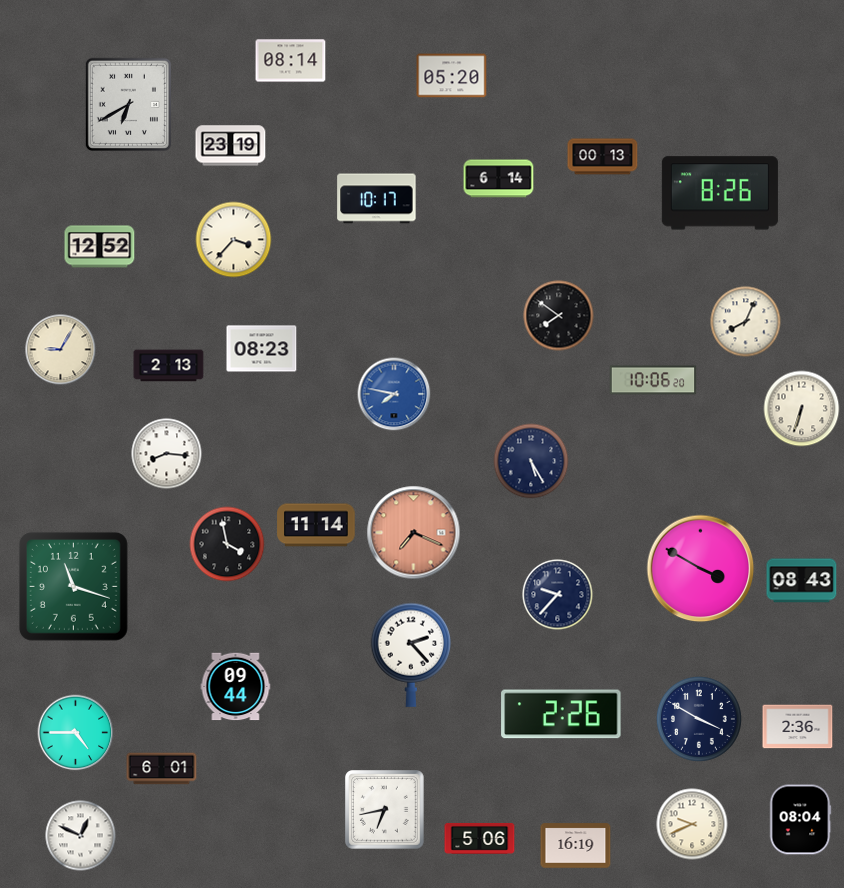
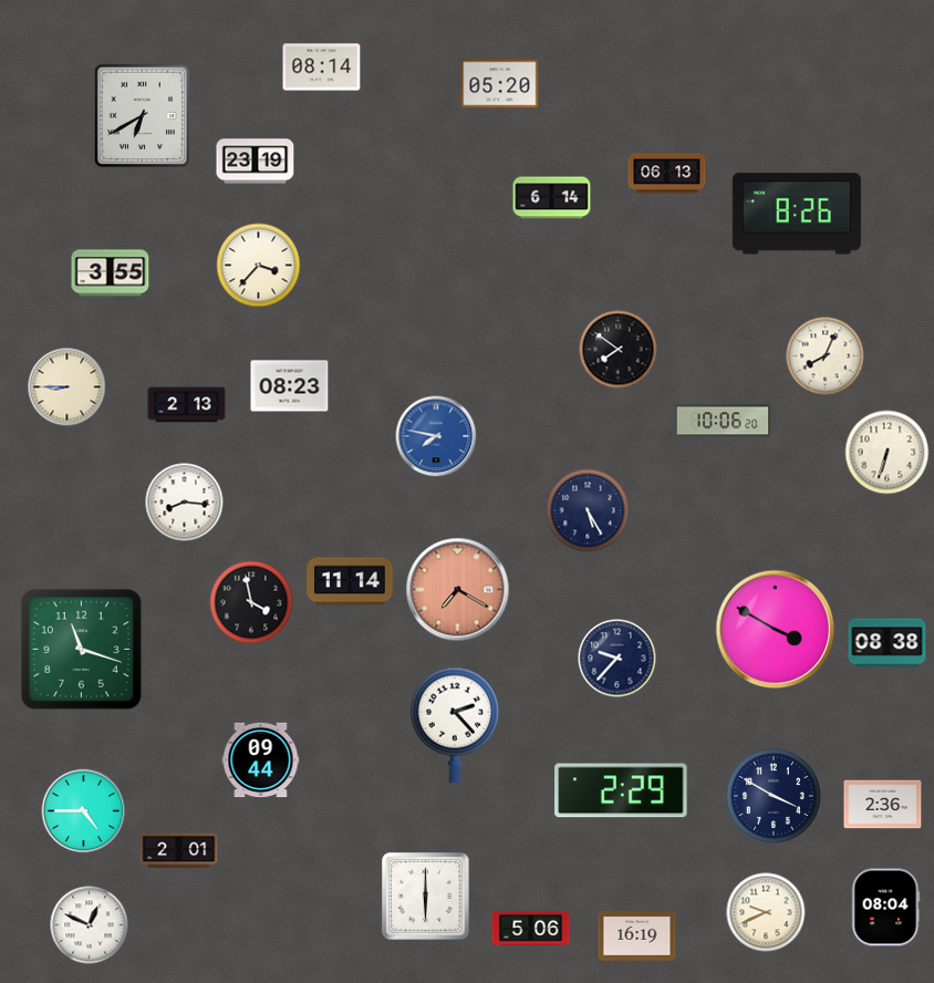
clock at (603, 157): 00:13 -> 06:13
clock at (377, 199): 10:17 -> none
clock at (100, 247): 12:52 -> 3:55
clock at (61, 350): 9:05 -> 8:45
clock at (414, 533): 7:19 -> 7:20
clock at (802, 581): 08:43 -> 08:38
clock at (561, 714): 2:26 -> 2:29
clock at (162, 769): 6:01 -> 2:01
clock at (385, 810): 6:43 -> 6:00
